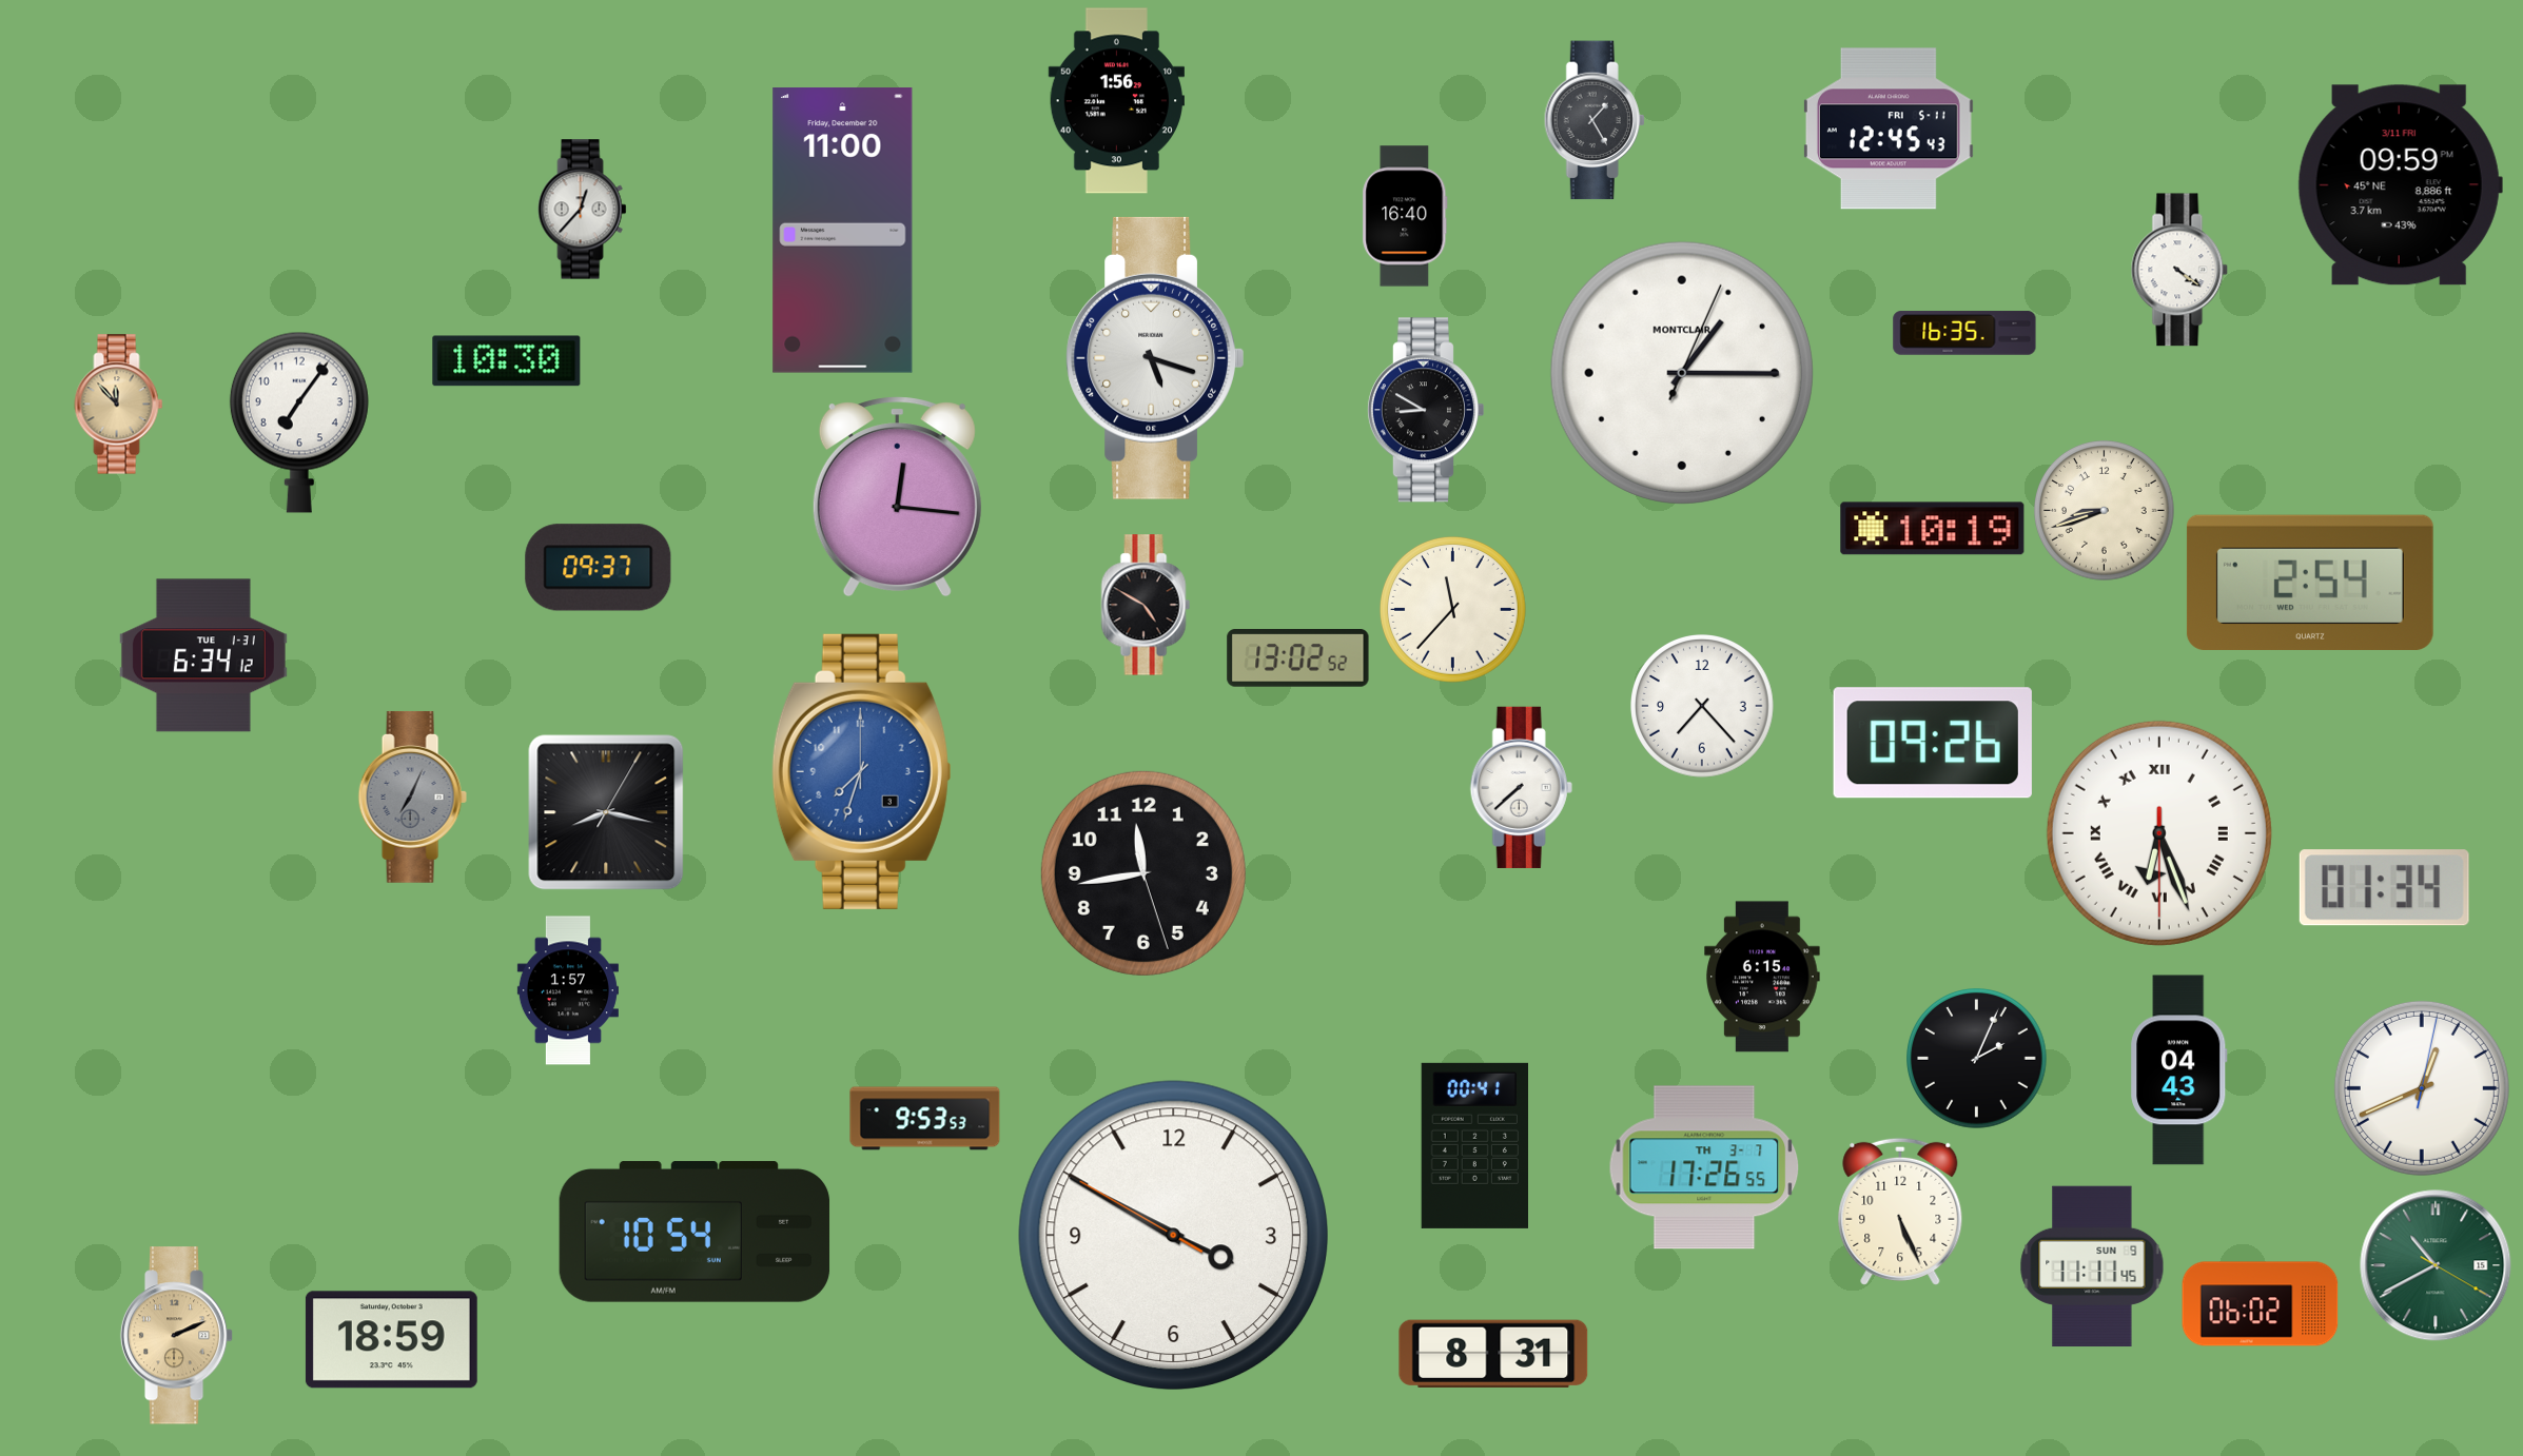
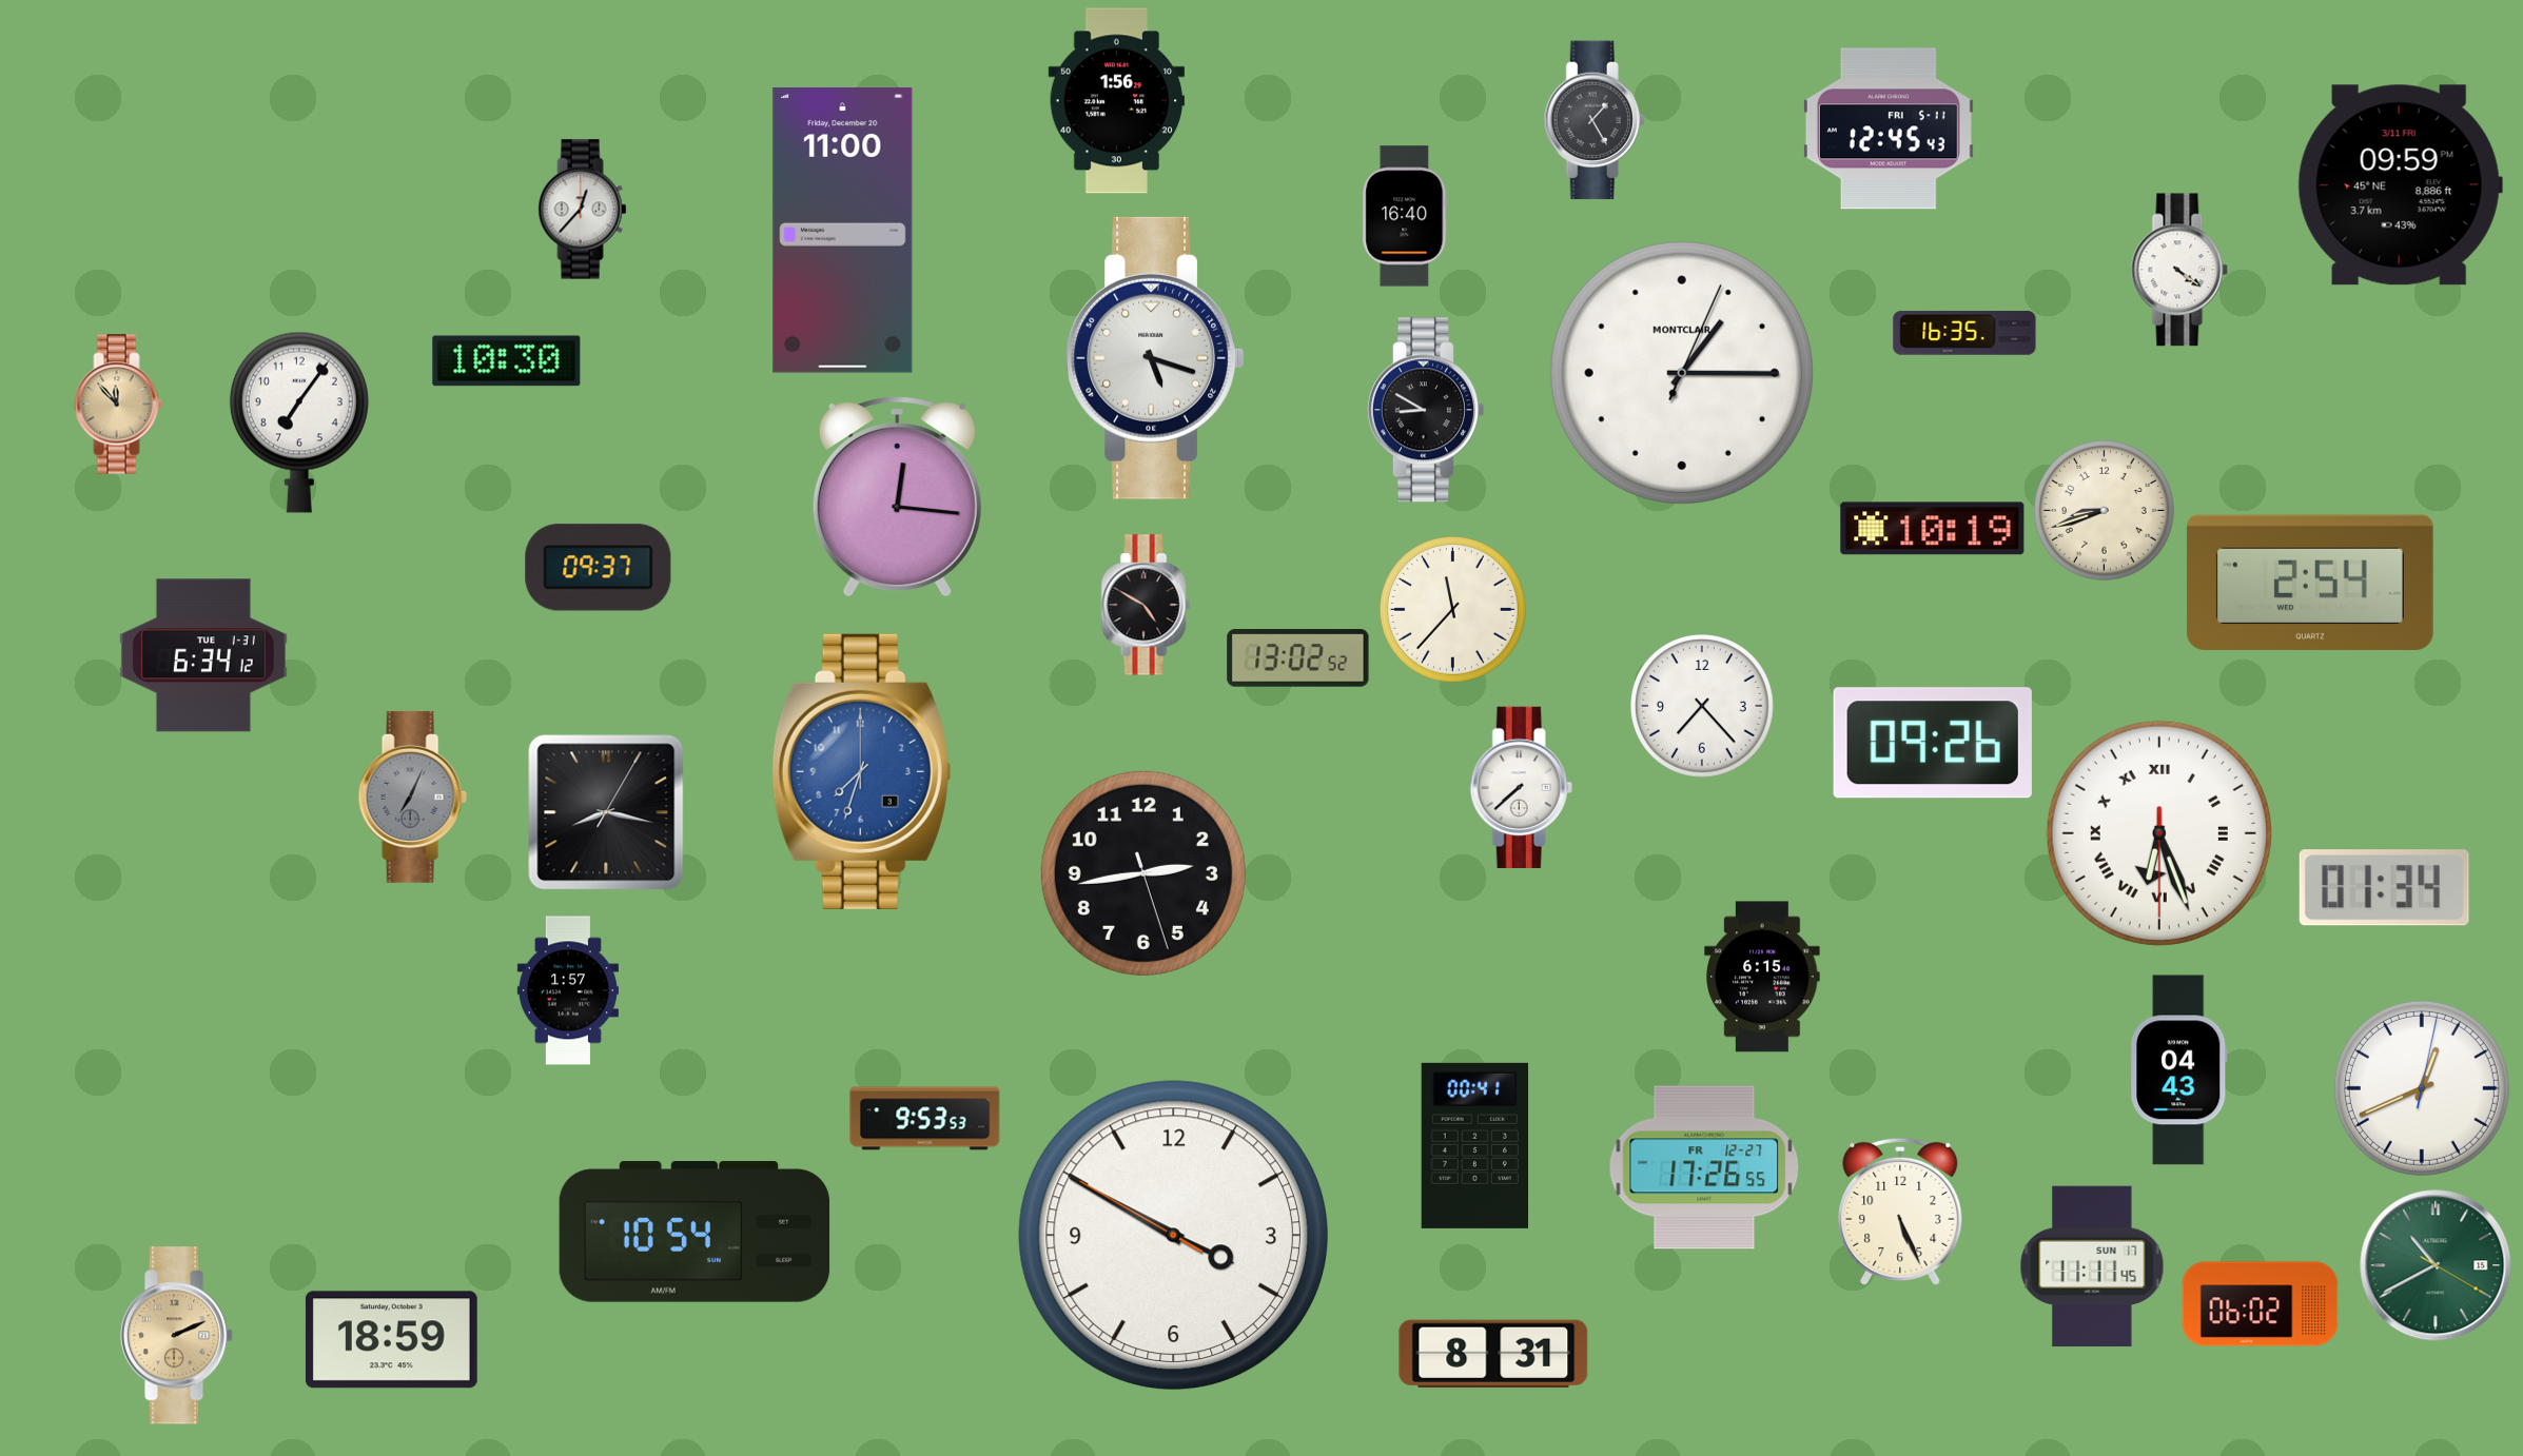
clock at (1143, 873): 11:43 -> 2:43
clock at (1977, 1059): 2:04 -> none
clock at (1704, 1167) date: TH 3-7 -> FR 12-27
clock at (2092, 1266) date: SUN 9 -> SUN 17
